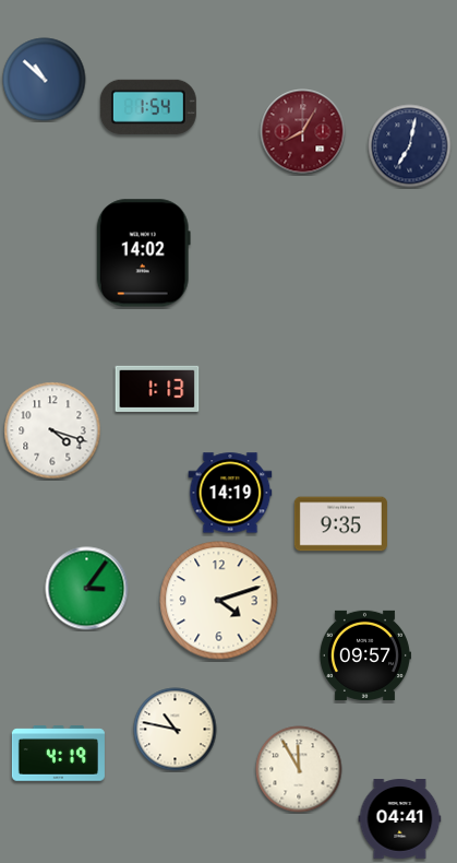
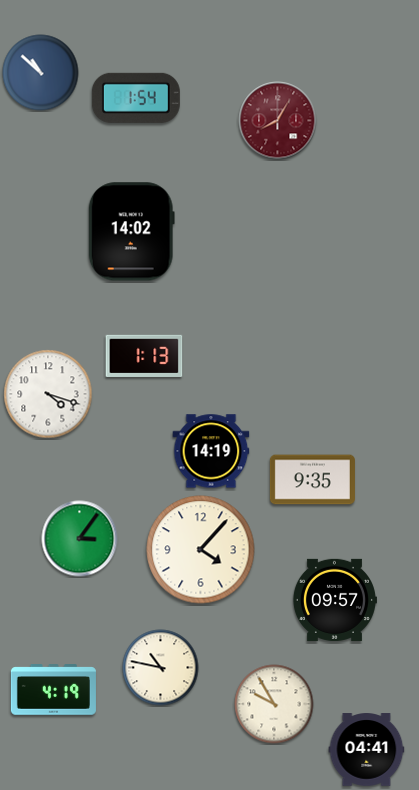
clock at (410, 146): 7:02 -> none
clock at (219, 601): 4:12 -> 4:07
clock at (299, 769): 11:55 -> 9:55
